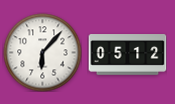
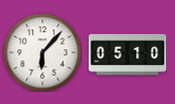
clock at (127, 55): 05:12 -> 05:10
